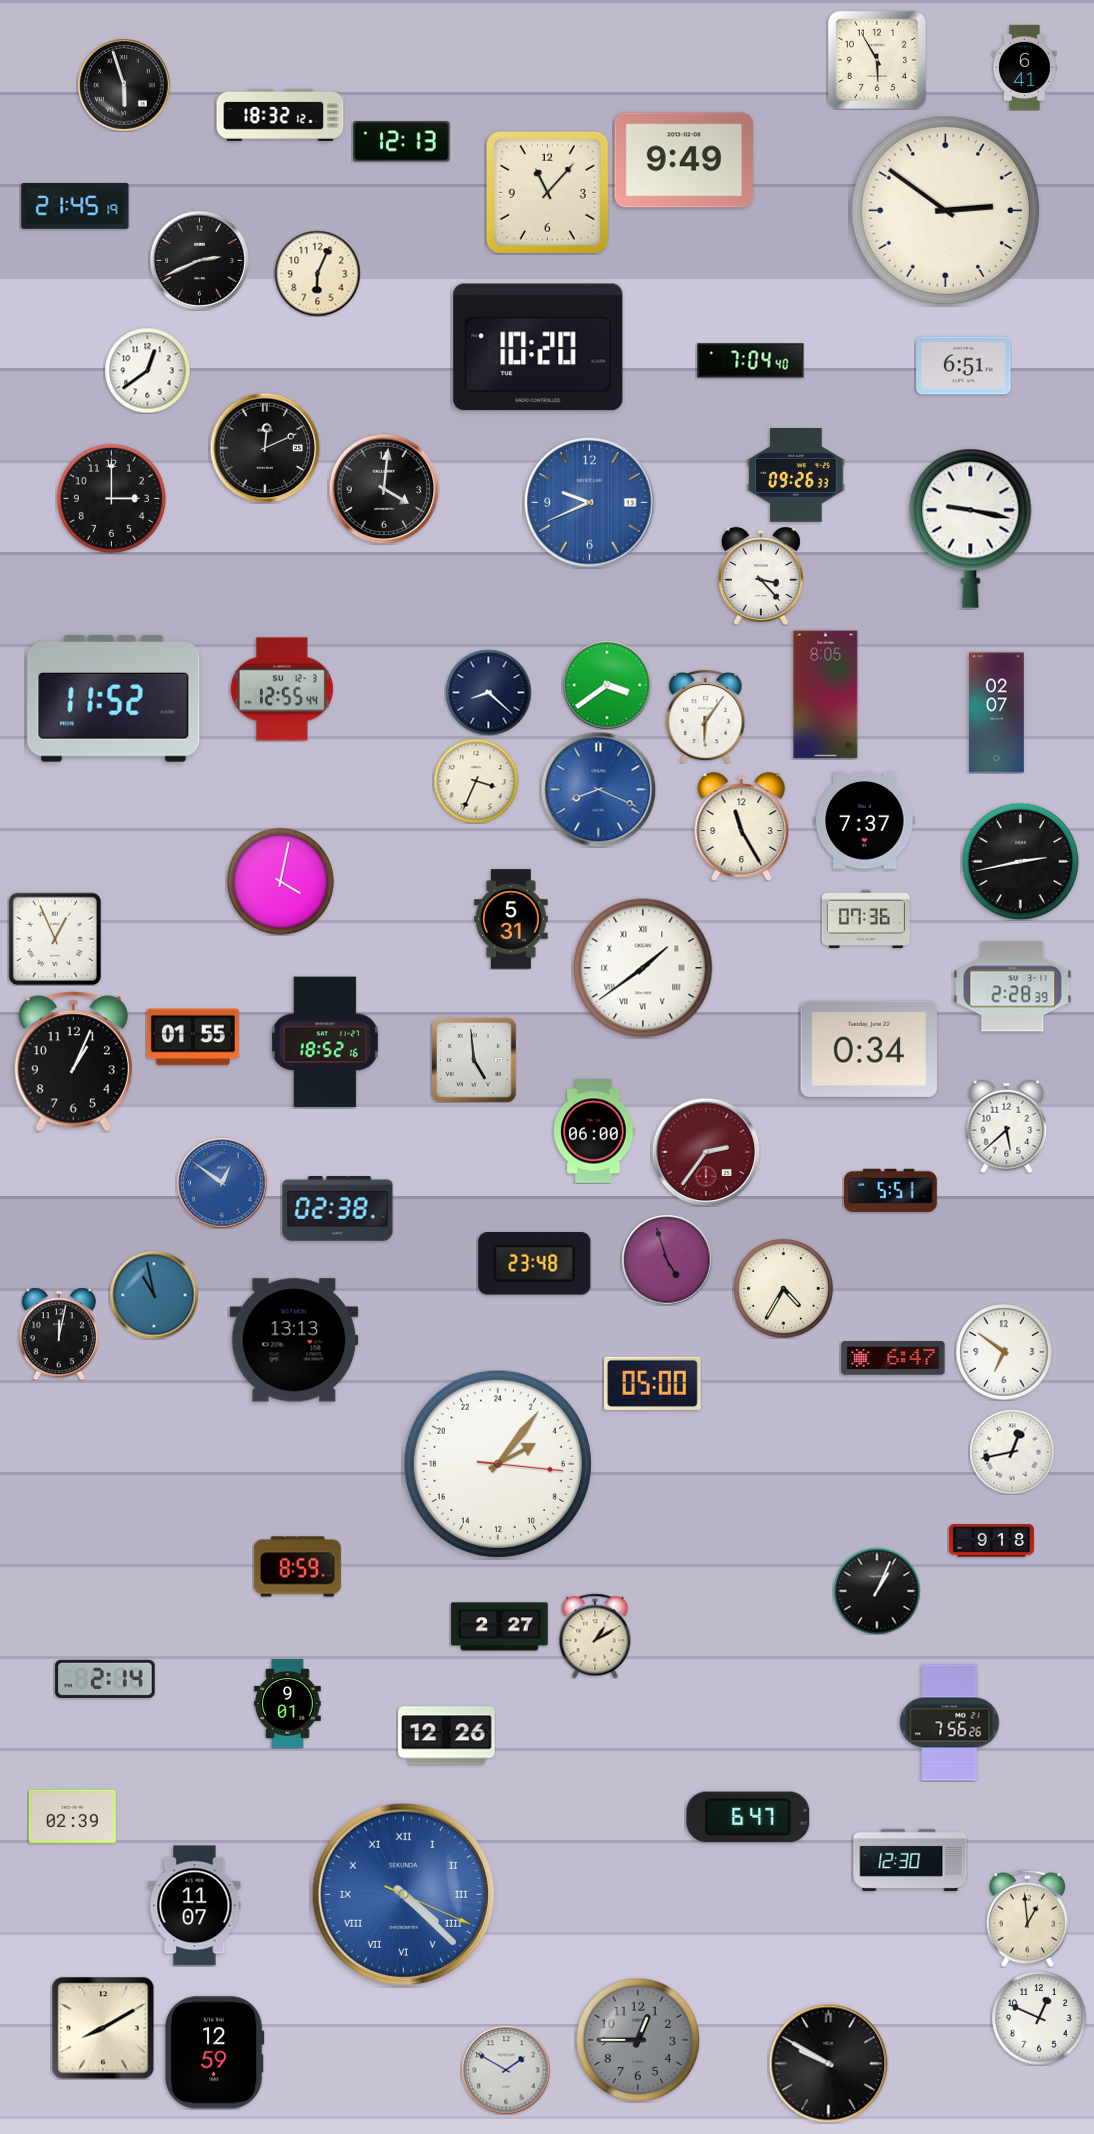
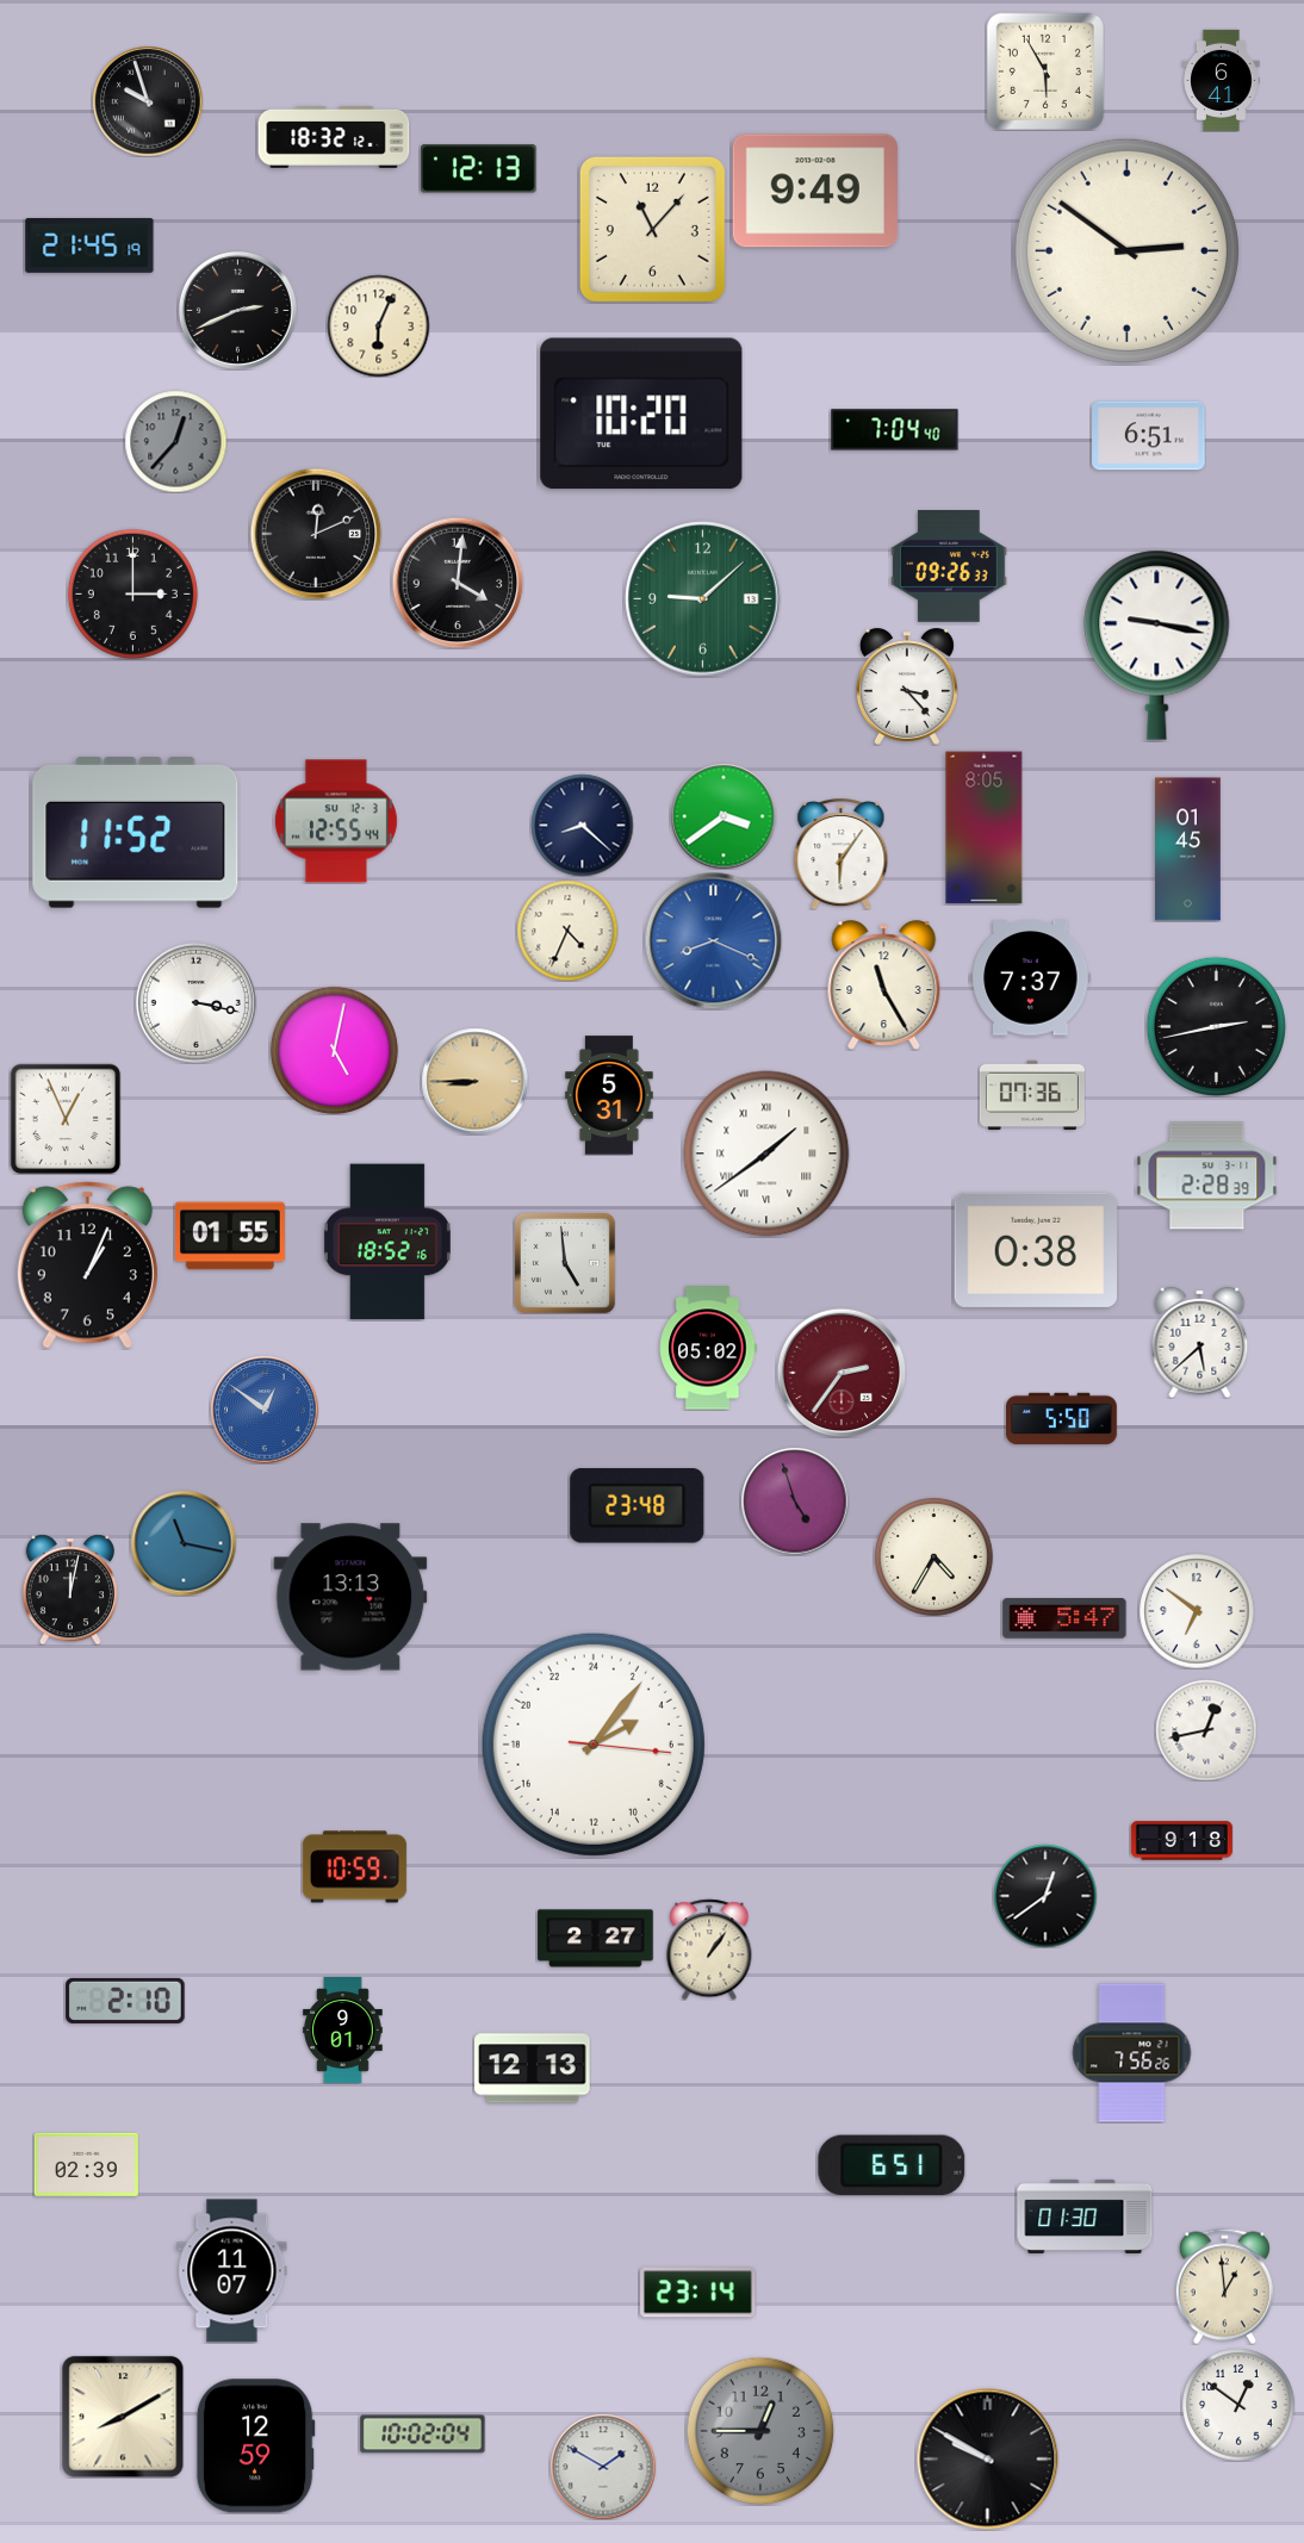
clock at (124, 85): 5:57 -> 9:57
clock at (147, 370): 12:39 -> 12:37
clock at (147, 370) dial: white -> grey
clock at (590, 503): 9:41 -> 9:08
clock at (590, 503) dial: blue -> green
clock at (971, 528) position: (971, 528) -> (1157, 645)
clock at (997, 713): 02:07 -> 01:45
clock at (476, 781): 3:34 -> 4:34
clock at (195, 1002): none -> 3:17
clock at (280, 881): 4:02 -> 5:02
clock at (474, 1081): none -> 8:45
clock at (868, 1049): 0:34 -> 0:38
clock at (594, 1131): 06:00 -> 05:02
clock at (891, 1191): 5:51 -> 5:50
clock at (338, 1209): 02:38 -> none
clock at (784, 1289) position: (784, 1289) -> (934, 1557)
clock at (154, 1295): 10:58 -> 11:17
clock at (893, 1359): 6:47 -> 5:47
clock at (653, 1383): 05:00 -> none
clock at (991, 1541) position: (991, 1541) -> (1181, 1841)
clock at (297, 1567): 8:59 -> 10:59
clock at (877, 1591): 1:04 -> 12:39
clock at (595, 1636): 1:10 -> 1:06
clock at (105, 1679): 2:14 -> 2:10
clock at (447, 1736): 12:26 -> 12:13
clock at (748, 1817): 6:47 -> 6:51
clock at (910, 1860): 12:30 -> 01:30
clock at (403, 1894): 4:22 -> none
clock at (698, 2293): none -> 23:14
clock at (1039, 2018): 12:49 -> 12:51
clock at (423, 2435): none -> 10:02
